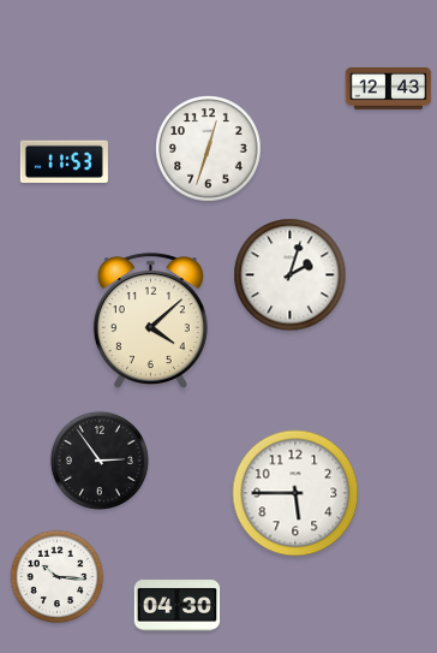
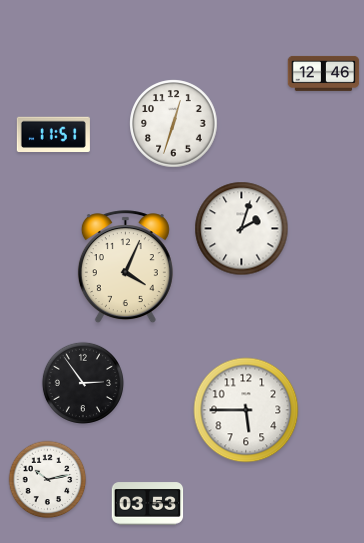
clock at (389, 88): 12:43 -> 12:46
clock at (64, 162): 11:53 -> 11:51
clock at (150, 321): 4:08 -> 4:04
clock at (58, 577): 10:16 -> 10:13
clock at (178, 606): 04:30 -> 03:53
